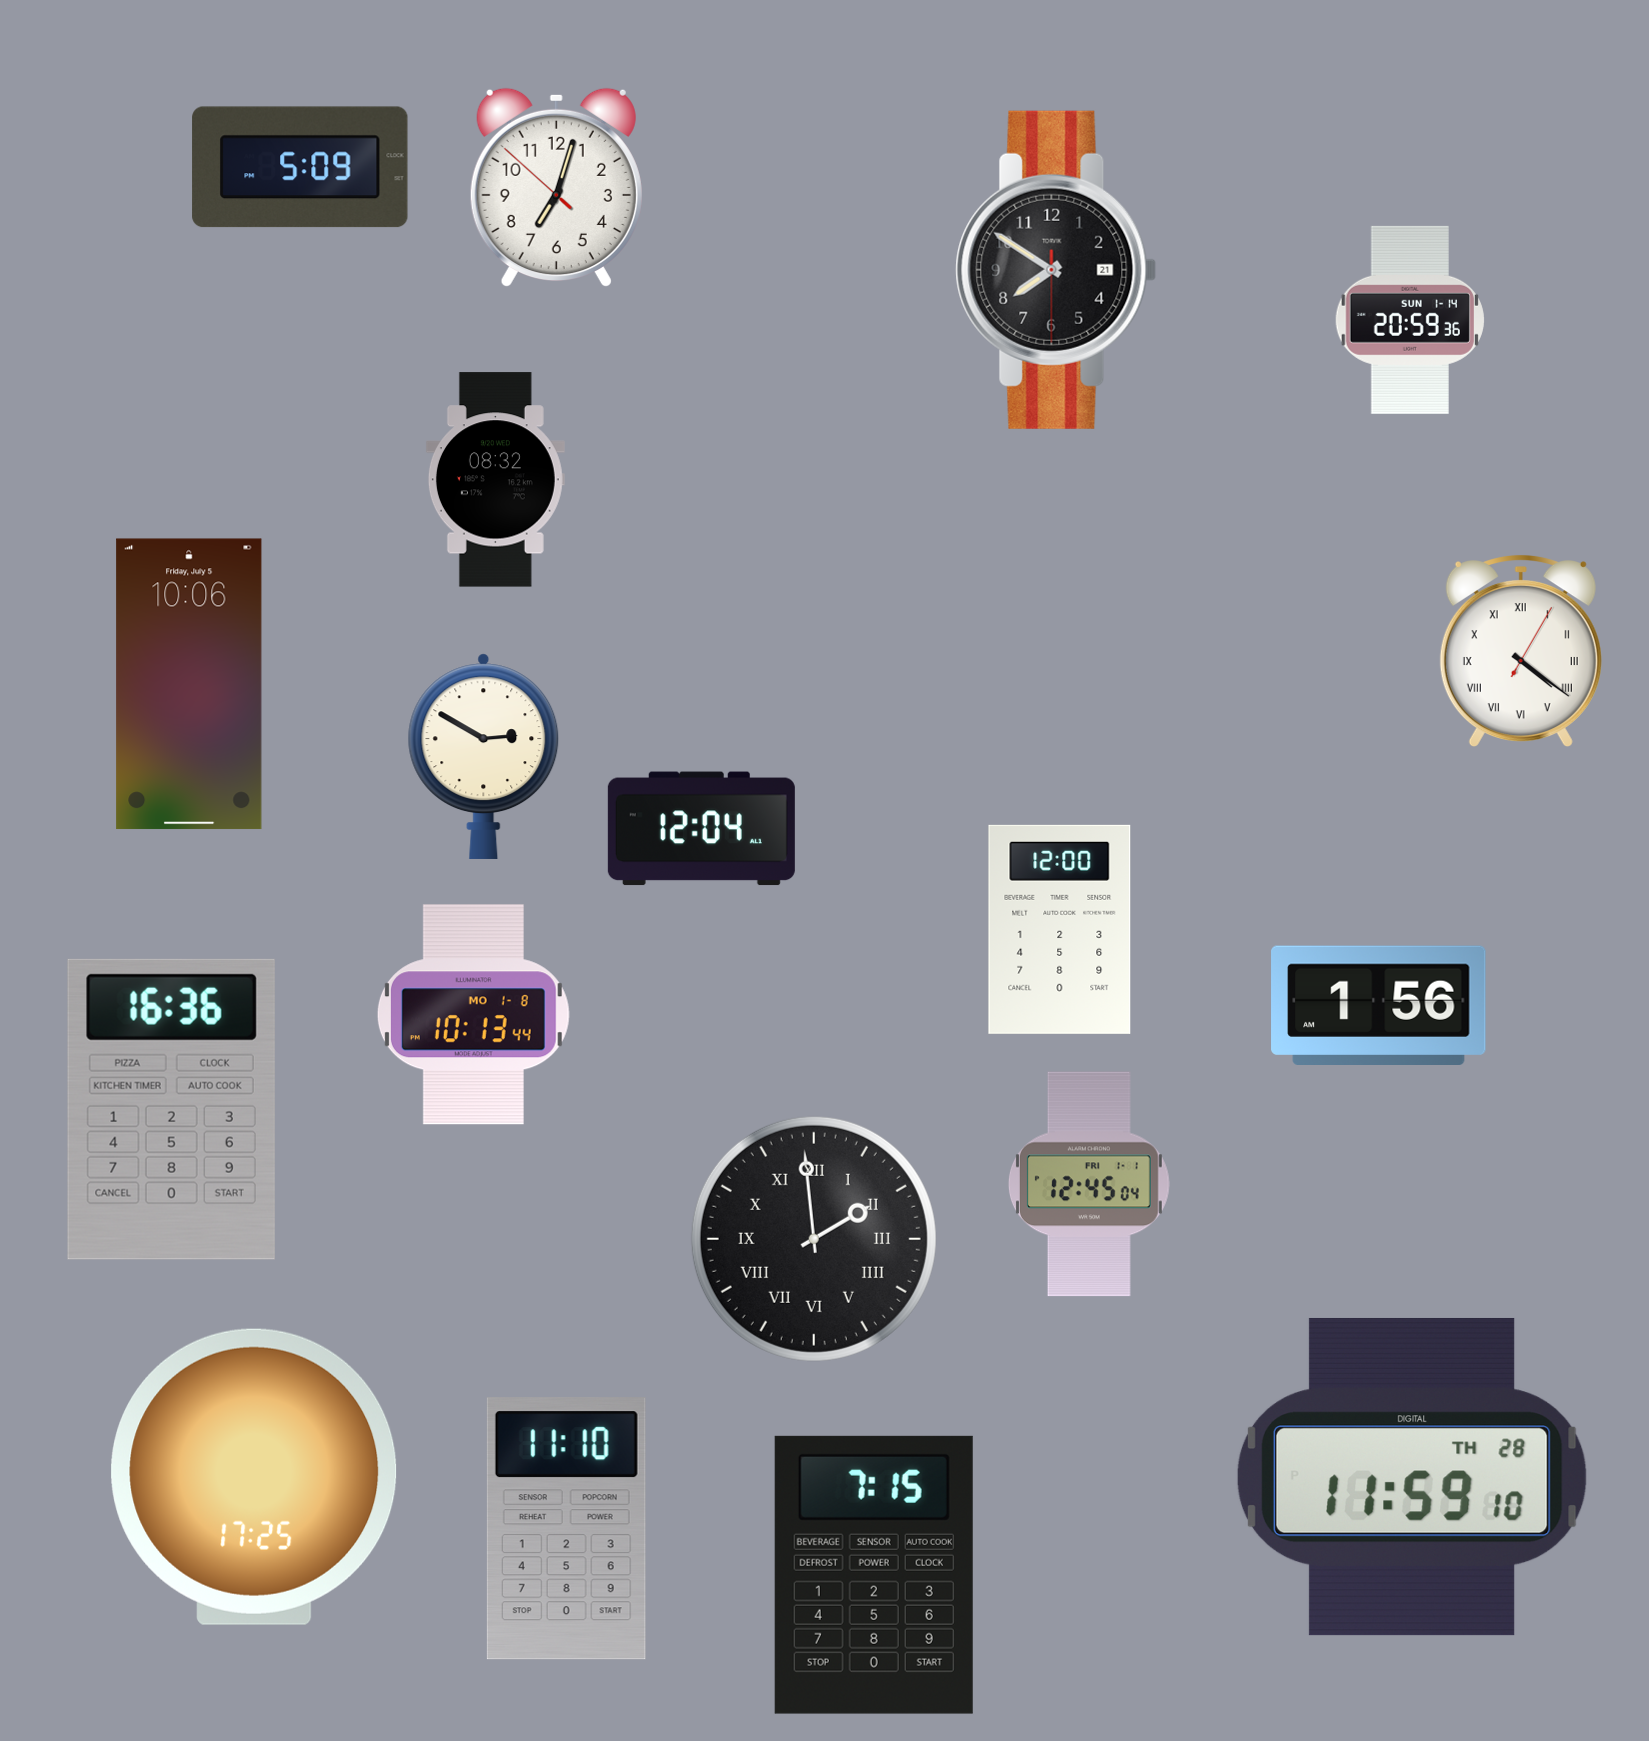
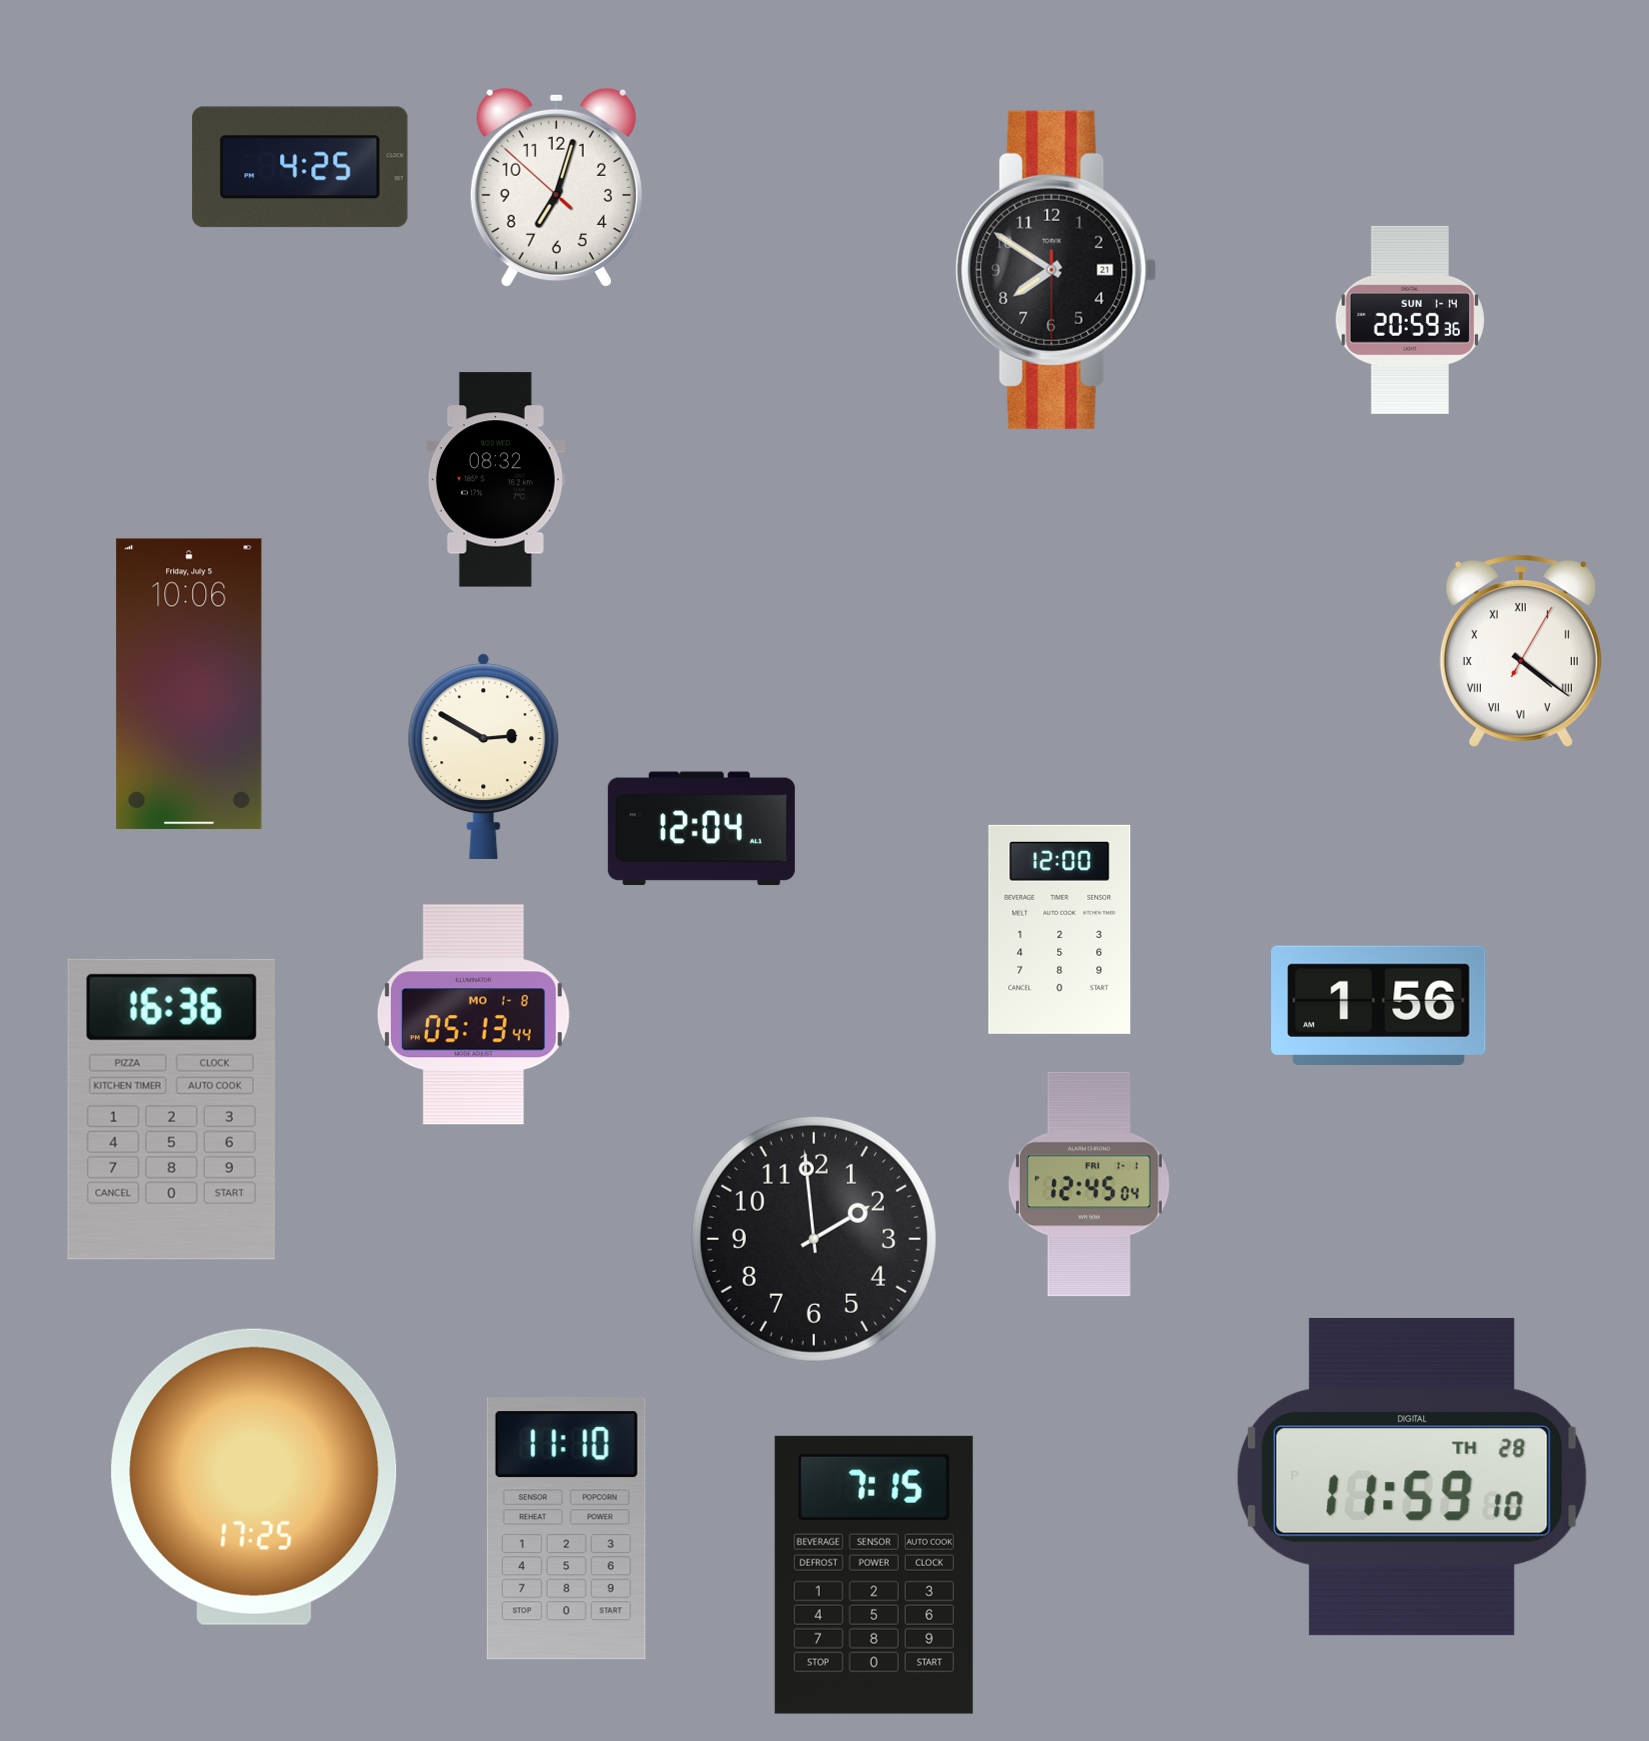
clock at (300, 167): 5:09 -> 4:25
clock at (473, 1015): 10:13 -> 05:13
clock at (814, 1239) numerals: Roman -> Arabic
